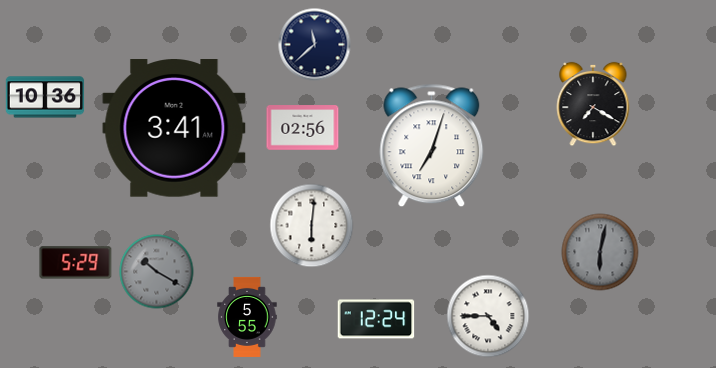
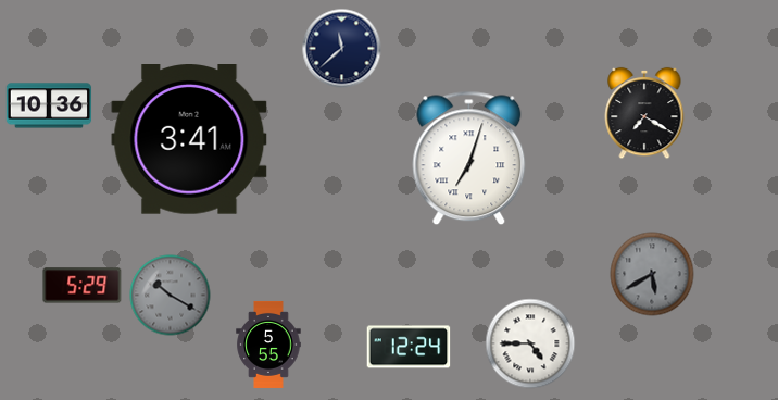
clock at (303, 128): 02:56 -> none
clock at (312, 226): 6:01 -> none
clock at (600, 252): 6:02 -> 5:40
